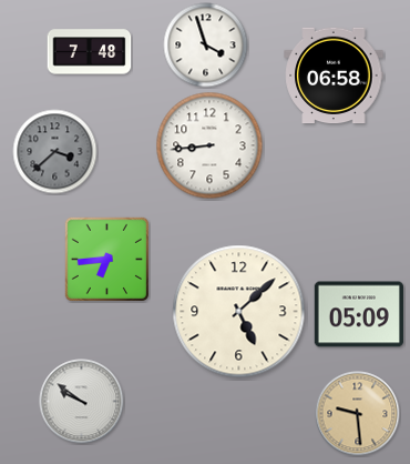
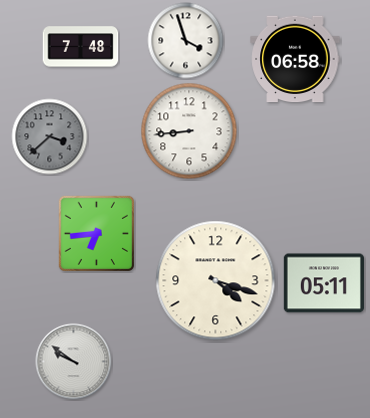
clock at (334, 75) position: (334, 75) -> (295, 59)
clock at (239, 312): 5:08 -> 4:18
clock at (359, 314): 05:09 -> 05:11
clock at (358, 414): 9:29 -> none
